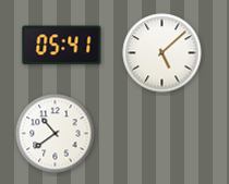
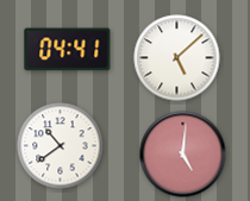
clock at (62, 46): 05:41 -> 04:41
clock at (183, 155): none -> 5:01
